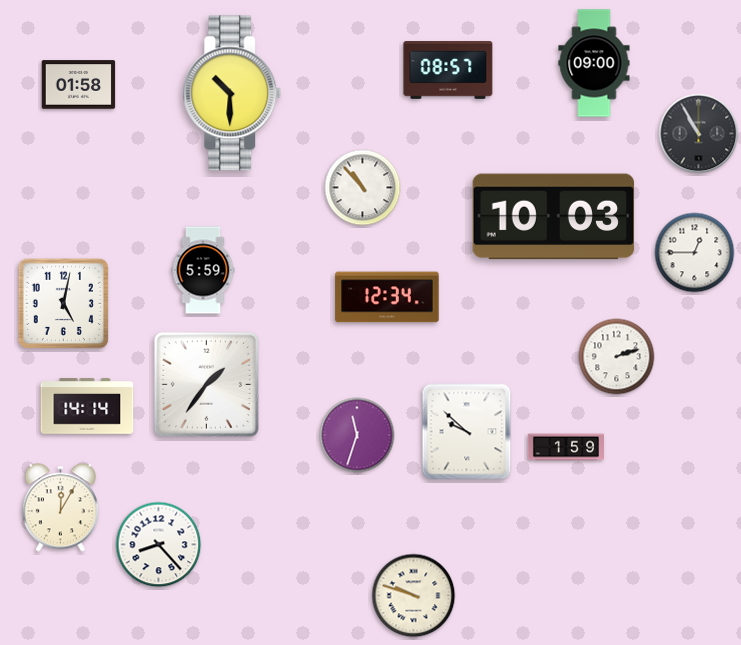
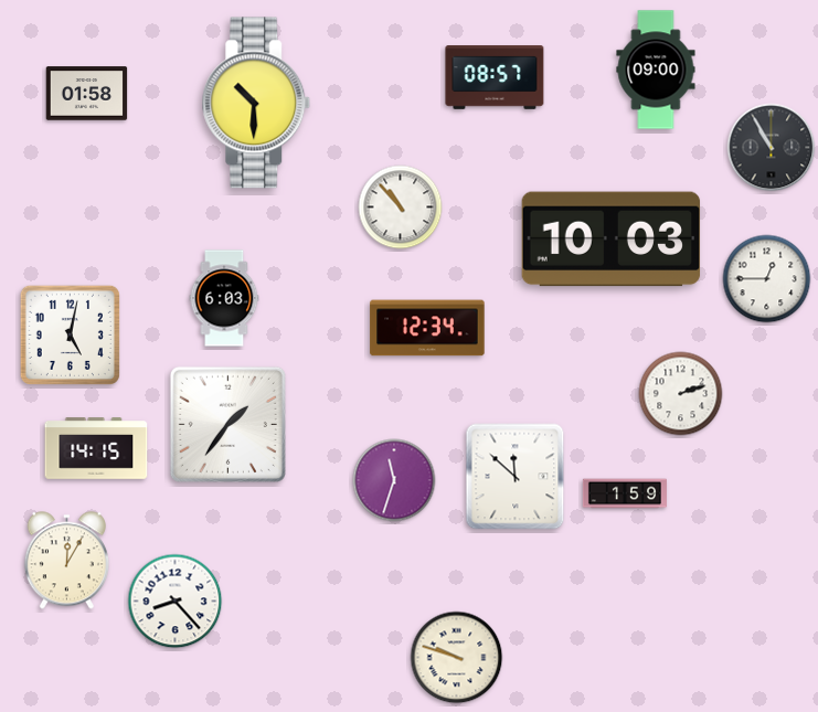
clock at (203, 270): 5:59 -> 6:03
clock at (87, 406): 14:14 -> 14:15
clock at (467, 432): 9:52 -> 11:52
